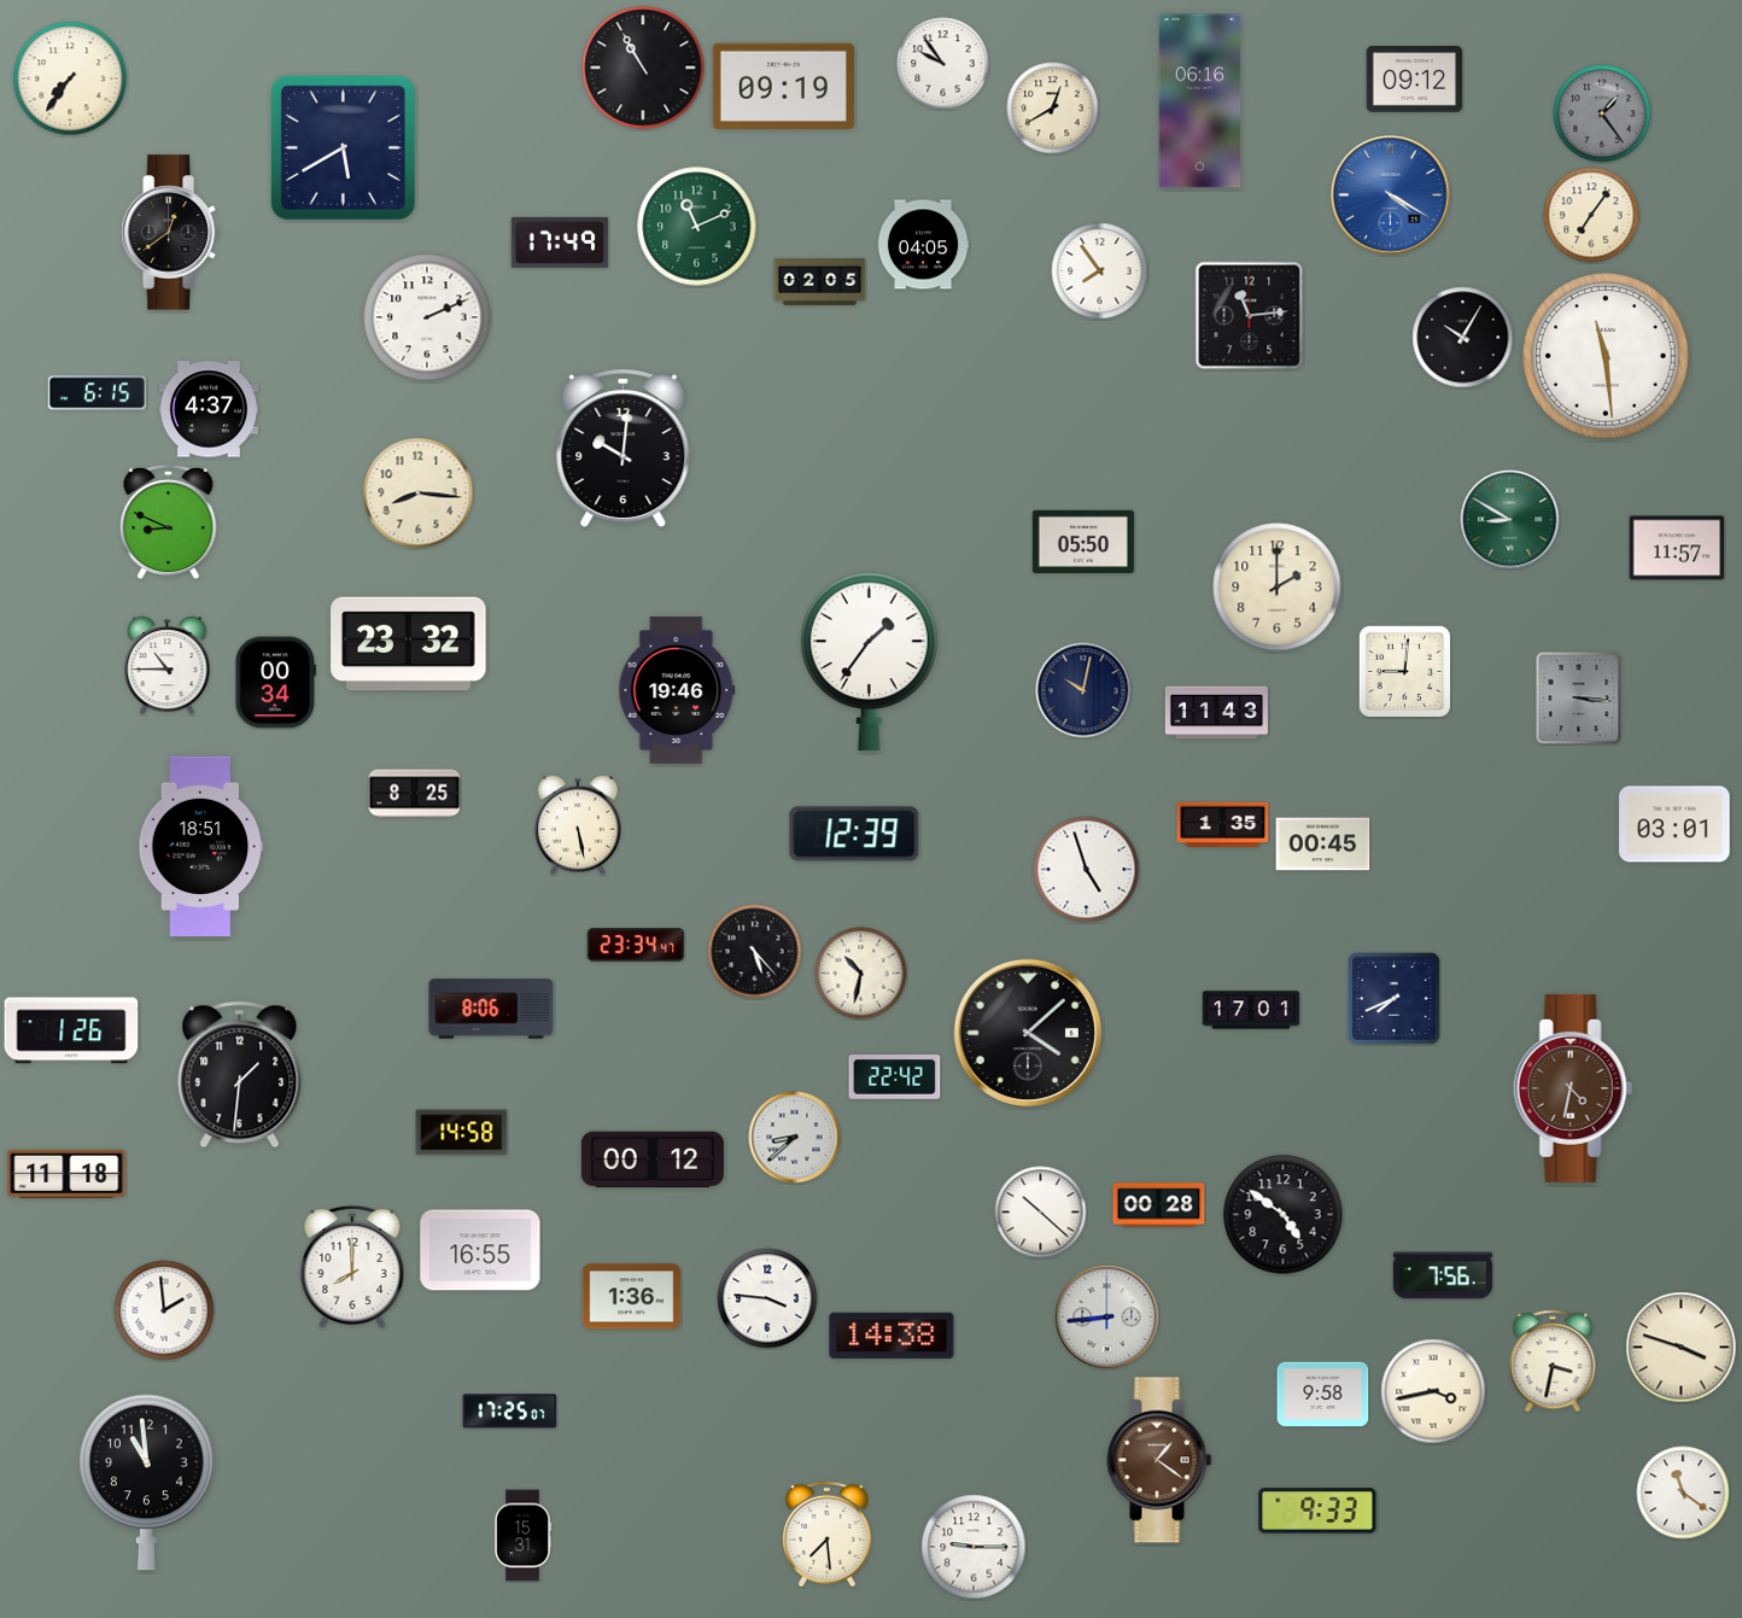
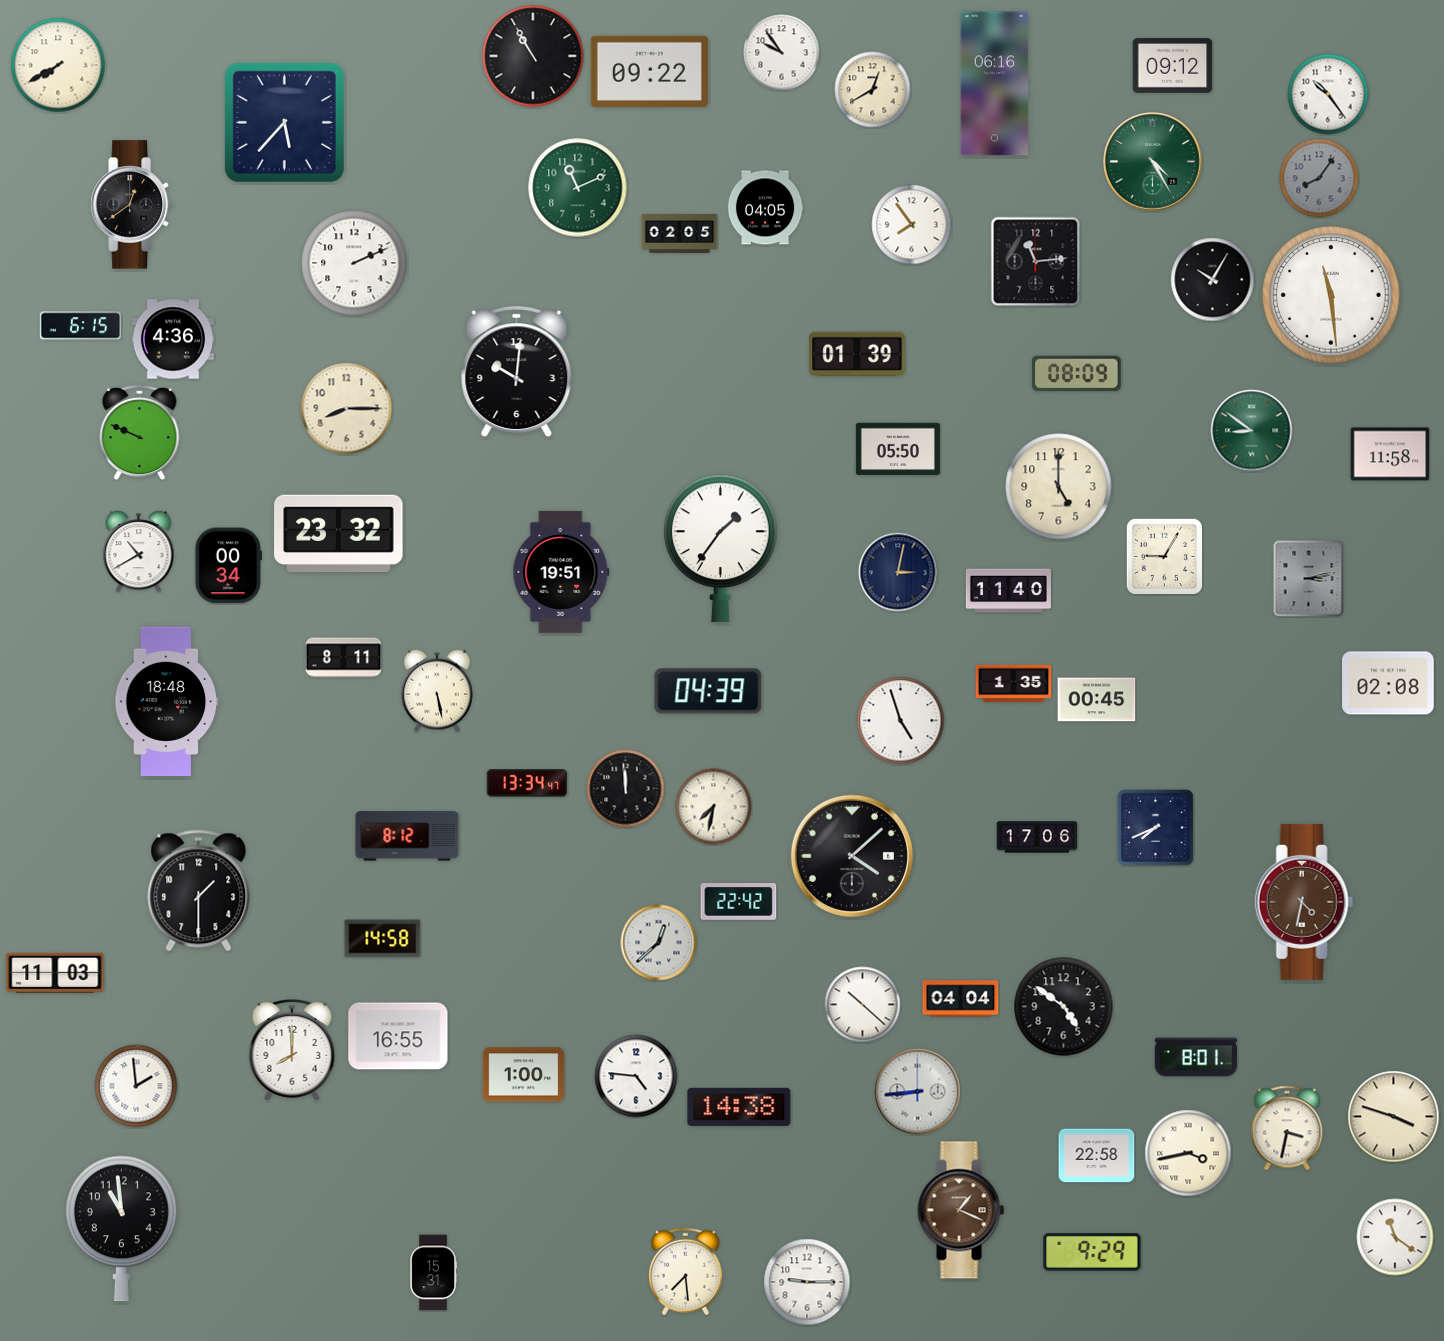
clock at (70, 78): 7:36 -> 7:40
clock at (783, 86): 09:19 -> 09:22
clock at (1602, 113): 1:24 -> 10:24
clock at (1602, 113) dial: grey -> white
clock at (343, 147): 5:40 -> 5:37
clock at (1391, 195): 4:20 -> 4:25
clock at (1391, 195) dial: blue -> green
clock at (1591, 215): 7:06 -> 8:06
clock at (1591, 215) dial: cream -> grey
clock at (170, 233) position: (170, 233) -> (131, 205)
clock at (560, 243): 17:49 -> none
clock at (923, 245) position: (923, 245) -> (765, 208)
clock at (209, 409): 4:37 -> 4:36
clock at (857, 354): none -> 01:39
clock at (1076, 374): none -> 08:09
clock at (419, 493): 8:16 -> 8:15
clock at (1510, 520): 8:50 -> 8:51
clock at (169, 522): 8:49 -> 9:49
clock at (1677, 548): 11:57 -> 11:58
clock at (1278, 588): 2:00 -> 5:00
clock at (168, 666): 10:45 -> 10:40
clock at (1404, 671): 9:01 -> 9:05
clock at (677, 690): 19:46 -> 19:51
clock at (1083, 690): 10:02 -> 3:02
clock at (1579, 699): 3:16 -> 3:13
clock at (1216, 713): 11:43 -> 11:40
clock at (415, 794): 8:25 -> 8:11
clock at (1674, 824): 03:01 -> 02:08
clock at (579, 825) position: (579, 825) -> (438, 691)
clock at (854, 834): 12:39 -> 04:39
clock at (201, 847): 18:51 -> 18:48
clock at (636, 945): 23:34 -> 13:34
clock at (755, 952): 5:23 -> 11:59
clock at (861, 974): 10:32 -> 7:32
clock at (491, 1009): 8:06 -> 8:12
clock at (1251, 1010): 17:01 -> 17:06
clock at (71, 1030): 1:26 -> none
clock at (240, 1075): 1:31 -> 1:30
clock at (895, 1077) position: (895, 1077) -> (739, 902)
clock at (795, 1138): 8:38 -> 12:38
clock at (653, 1160): 00:12 -> none
clock at (66, 1174): 11:18 -> 11:03
clock at (1159, 1205): 00:28 -> 04:04
clock at (1443, 1275): 7:56 -> 8:01
clock at (632, 1297): 1:36 -> 1:00
clock at (767, 1298): 3:46 -> 4:46
clock at (1323, 1395): 9:58 -> 22:58
clock at (510, 1412): 17:25 -> none
clock at (1159, 1460): 1:21 -> 1:19
clock at (1317, 1511): 9:33 -> 9:29
